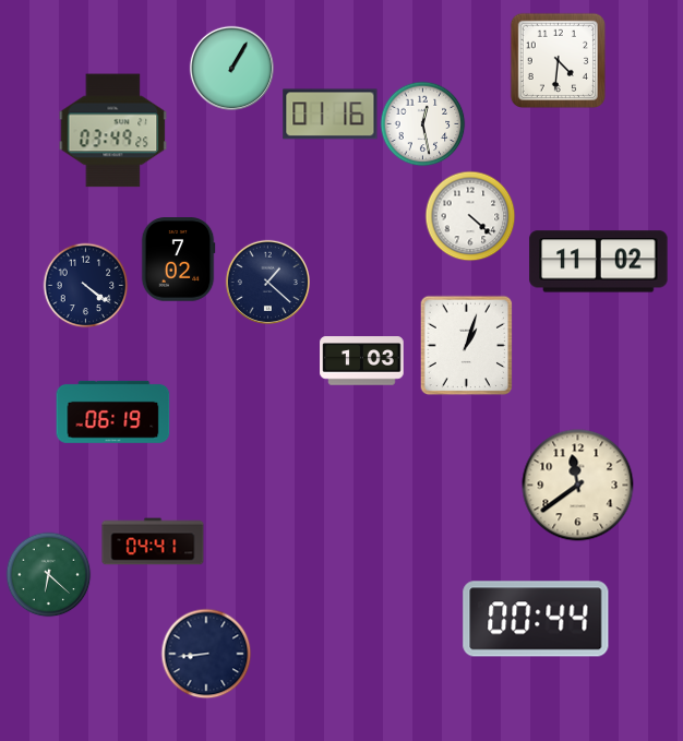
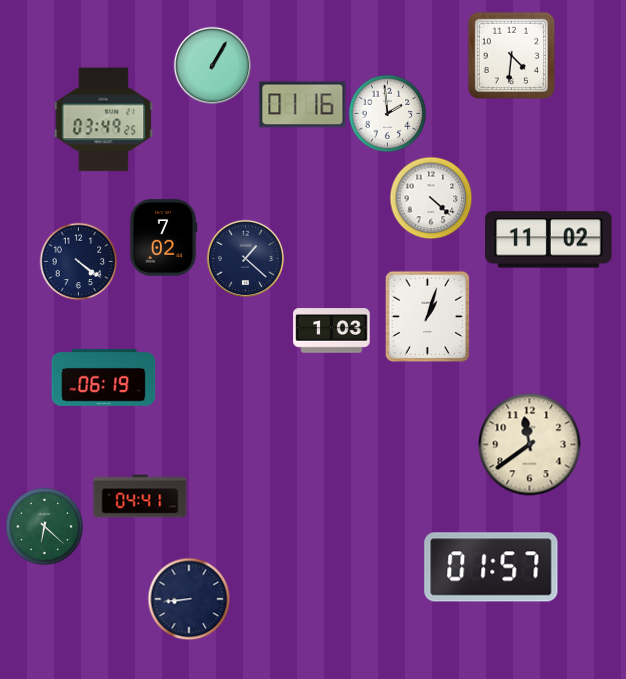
clock at (231, 68) position: (231, 68) -> (212, 65)
clock at (422, 123): 12:28 -> 1:59
clock at (536, 619): 00:44 -> 01:57
